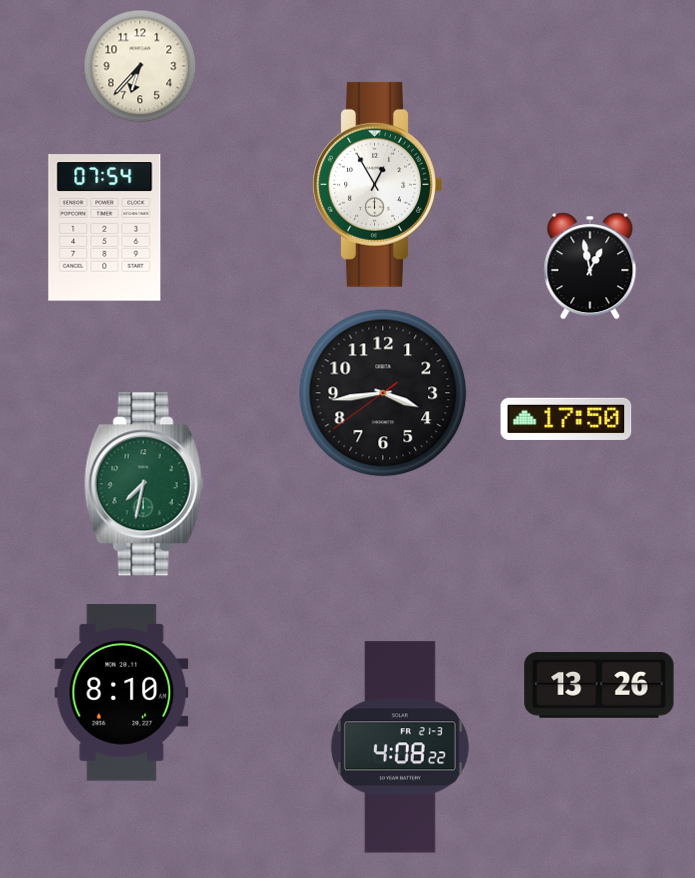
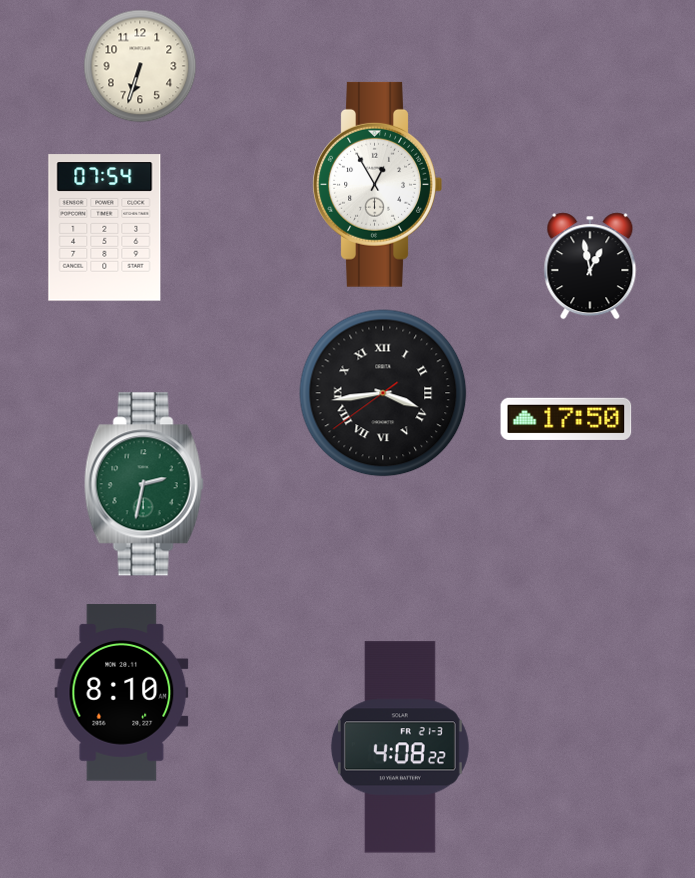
clock at (140, 66): 6:37 -> 6:33
clock at (383, 393) numerals: Arabic -> Roman
clock at (144, 484): 7:32 -> 2:32
clock at (599, 685): 13:26 -> none
